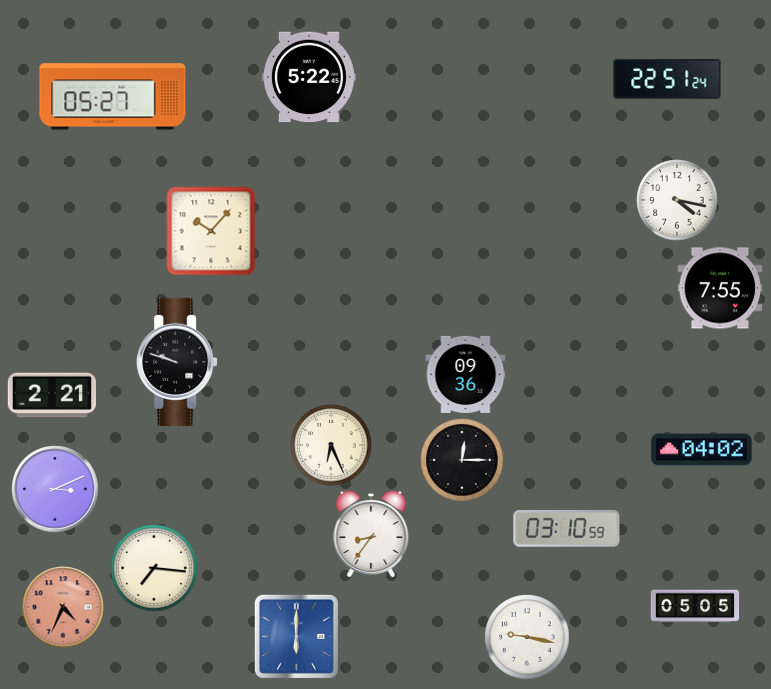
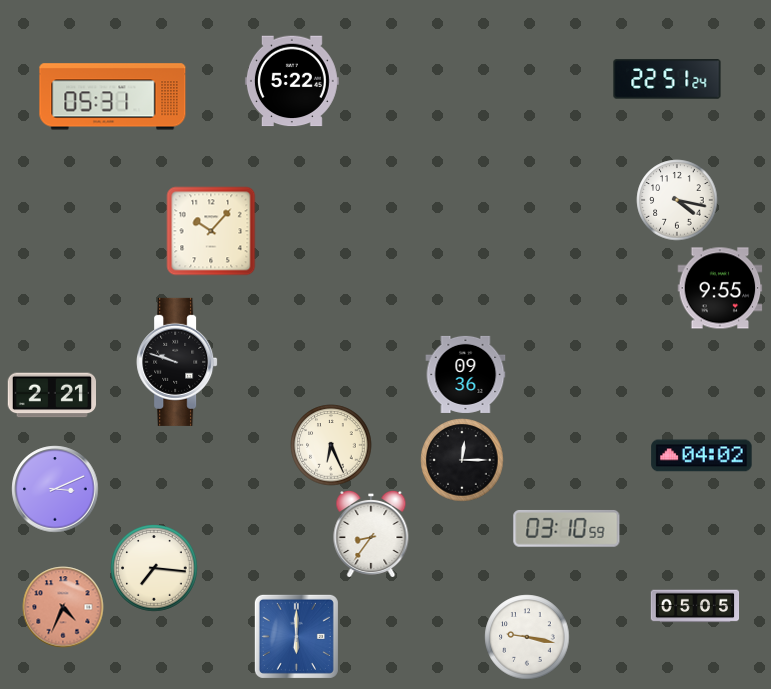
clock at (309, 77) position: (309, 77) -> (292, 81)
clock at (113, 97): 05:27 -> 05:31
clock at (720, 288): 7:55 -> 9:55
clock at (702, 450) position: (702, 450) -> (702, 456)
